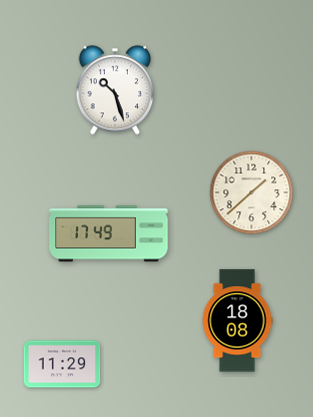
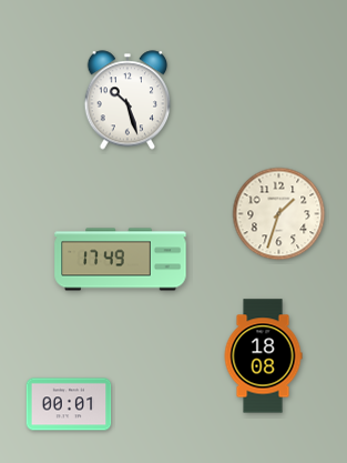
clock at (252, 193): 1:38 -> 1:33
clock at (62, 364): 11:29 -> 00:01
